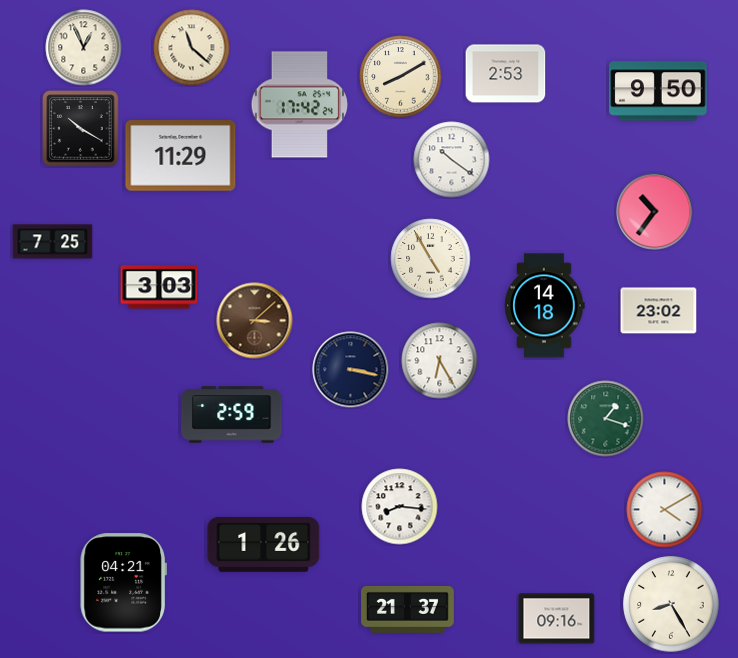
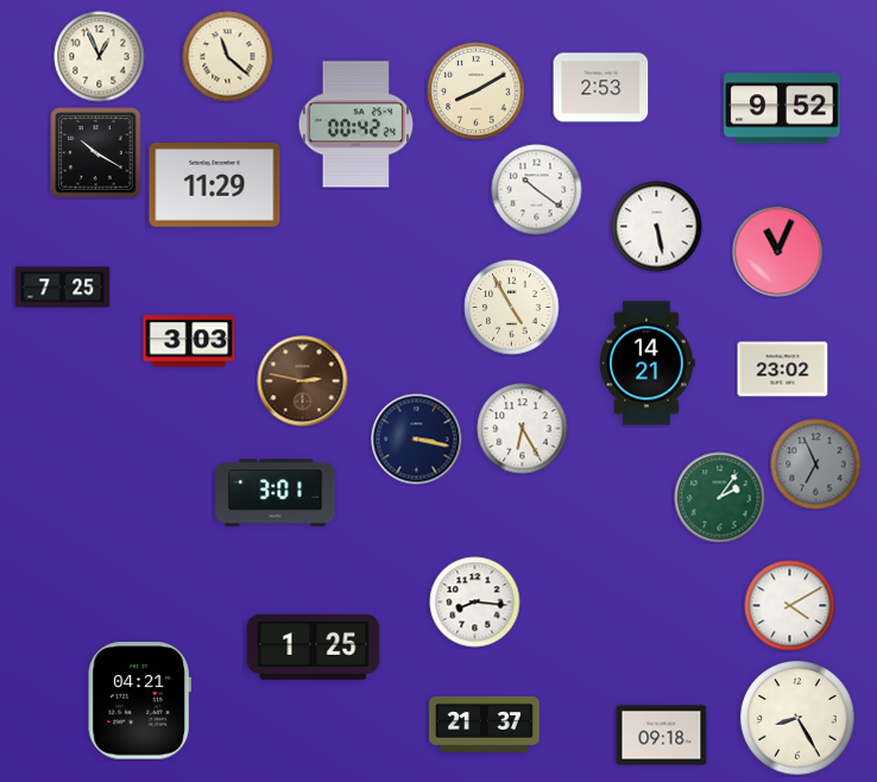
clock at (658, 91): 9:50 -> 9:52
clock at (300, 105): 17:42 -> 00:42
clock at (657, 227): none -> 5:28
clock at (655, 212): 10:36 -> 11:04
clock at (545, 306): 14:18 -> 14:21
clock at (255, 321): 3:08 -> 2:47
clock at (816, 465): none -> 6:56
clock at (232, 415): 2:59 -> 3:01
clock at (606, 419): 1:18 -> 2:06
clock at (264, 544): 1:26 -> 1:25
clock at (123, 583) position: (123, 583) -> (139, 701)
clock at (557, 619): 09:16 -> 09:18
